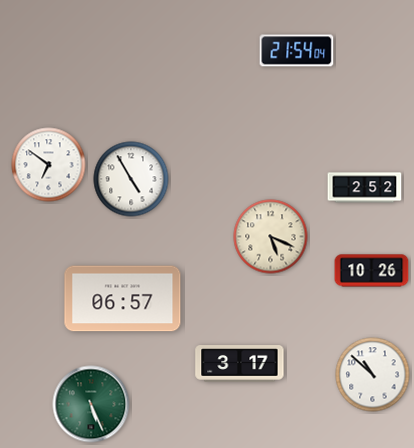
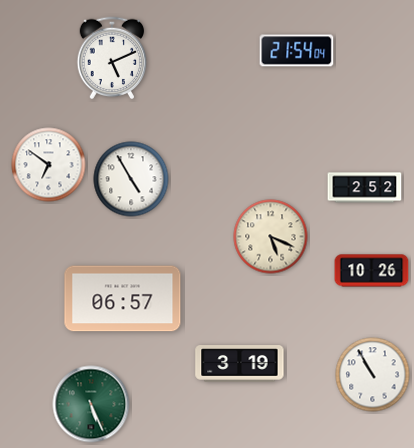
clock at (112, 58): none -> 5:11
clock at (240, 364): 3:17 -> 3:19
clock at (373, 375): 10:52 -> 10:55
